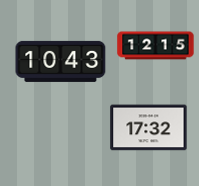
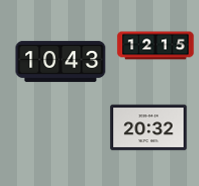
clock at (149, 128): 17:32 -> 20:32
